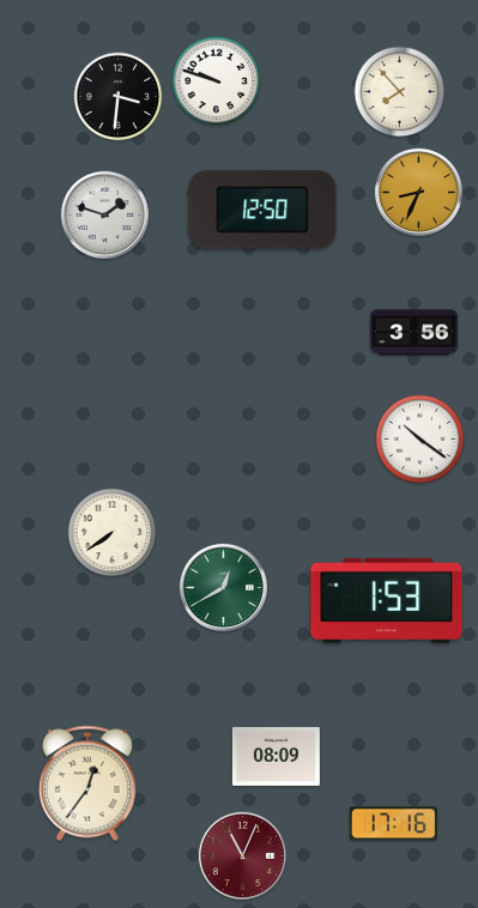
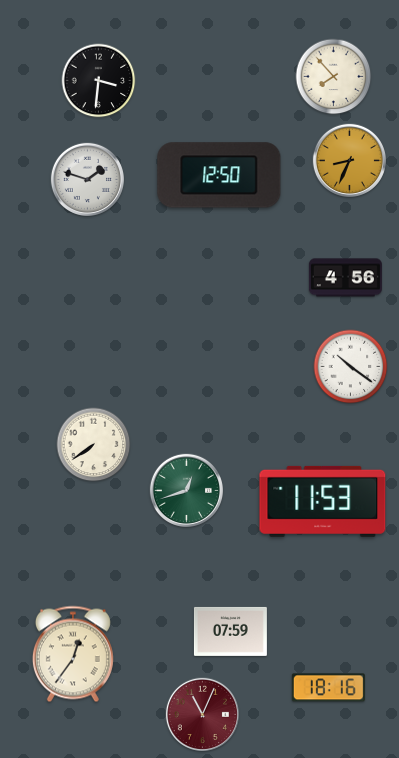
clock at (217, 81): 9:48 -> none
clock at (413, 333): 3:56 -> 4:56
clock at (223, 587): 12:40 -> 12:42
clock at (387, 600): 1:53 -> 11:53
clock at (276, 756): 08:09 -> 07:59
clock at (393, 824): 17:16 -> 18:16
